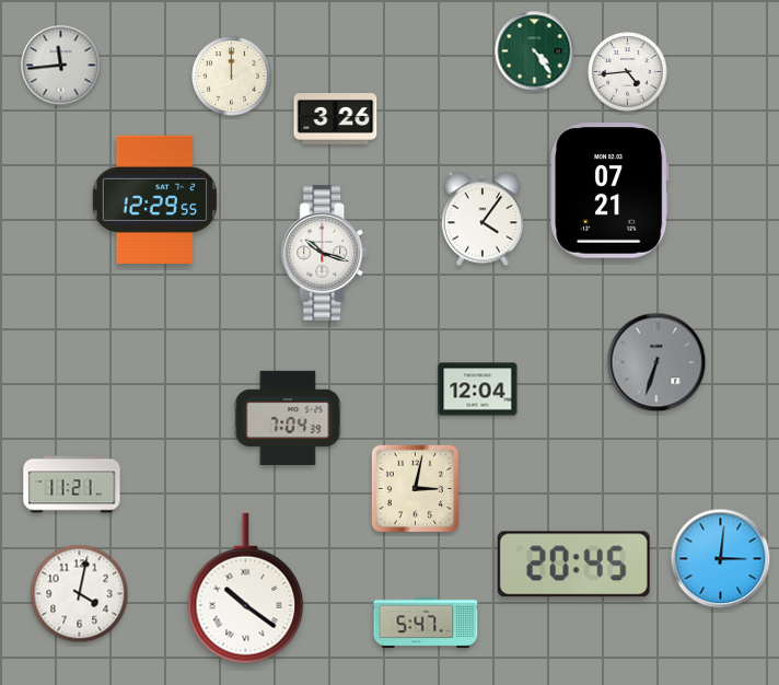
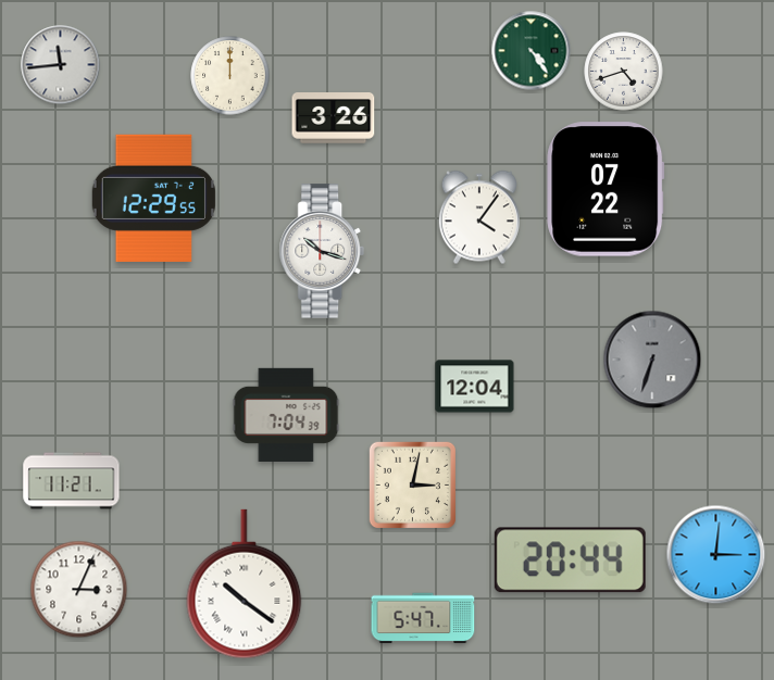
clock at (628, 72): 4:44 -> 4:42
clock at (609, 190): 07:21 -> 07:22
clock at (573, 565): 20:45 -> 20:44
clock at (80, 594): 4:02 -> 3:04
